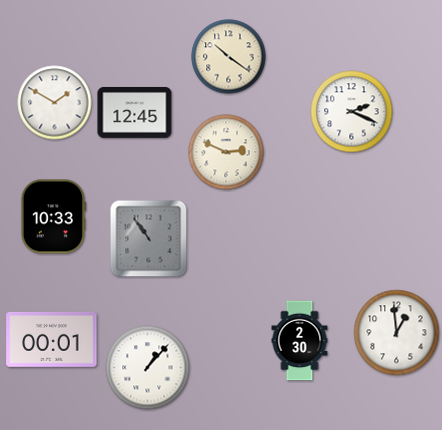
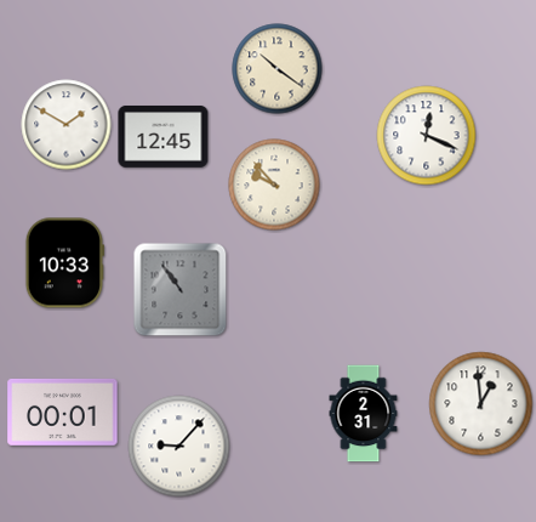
clock at (352, 112): 2:19 -> 12:19
clock at (226, 152): 2:49 -> 9:53
clock at (300, 341): 2:30 -> 2:31
clock at (148, 368): 1:07 -> 9:07
